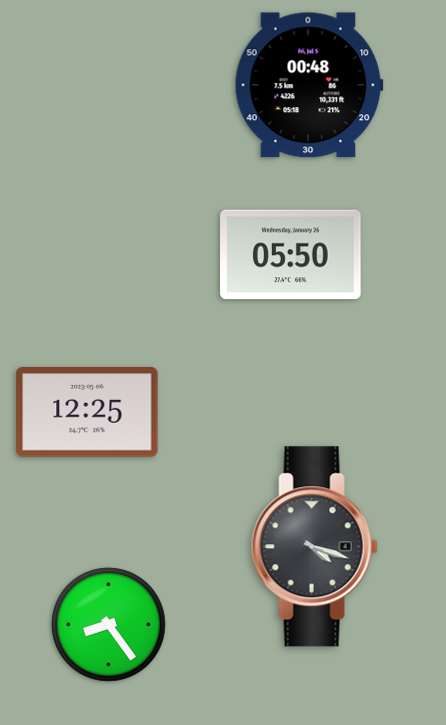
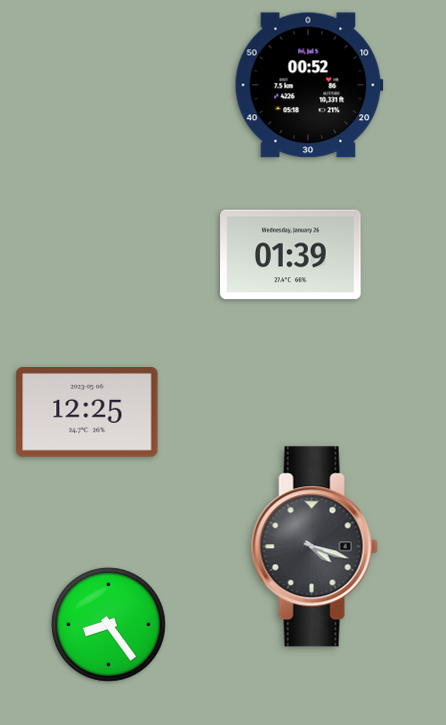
clock at (309, 85): 00:48 -> 00:52
clock at (291, 255): 05:50 -> 01:39
